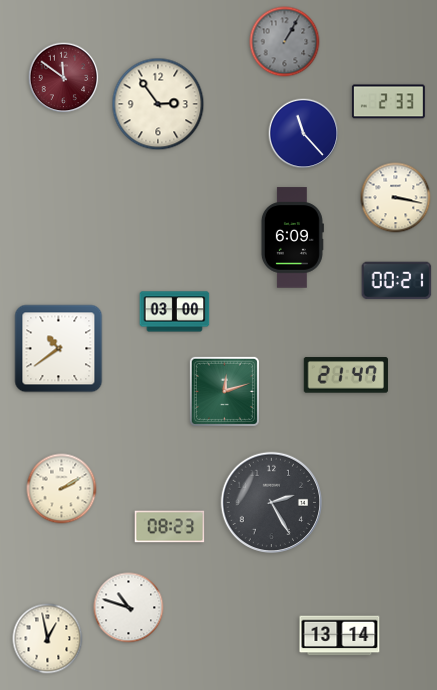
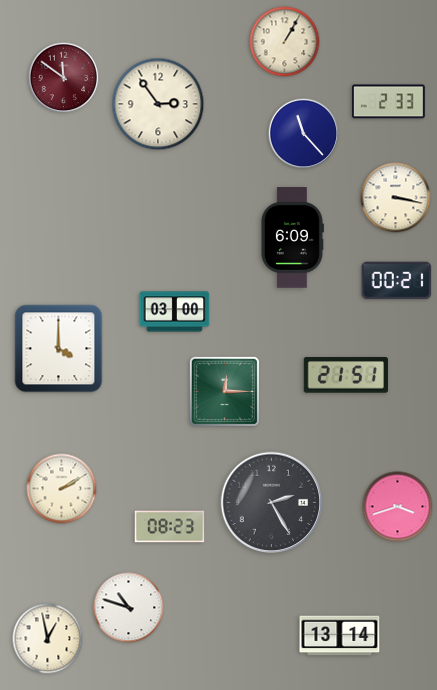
clock at (285, 42) dial: grey -> cream
clock at (59, 349): 10:39 -> 4:00
clock at (346, 375): 21:47 -> 21:51
clock at (224, 391): 12:12 -> 12:15
clock at (398, 507): none -> 3:42
